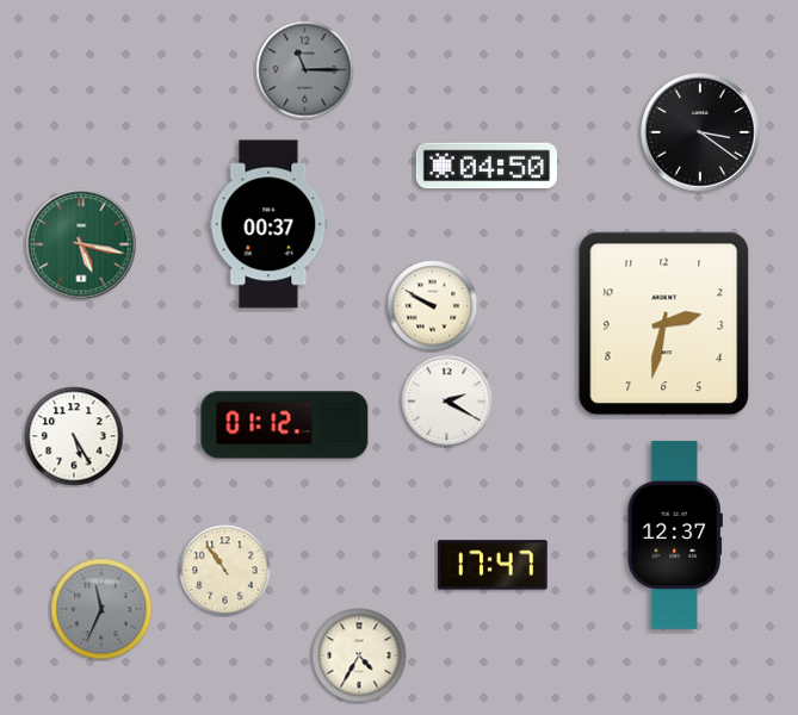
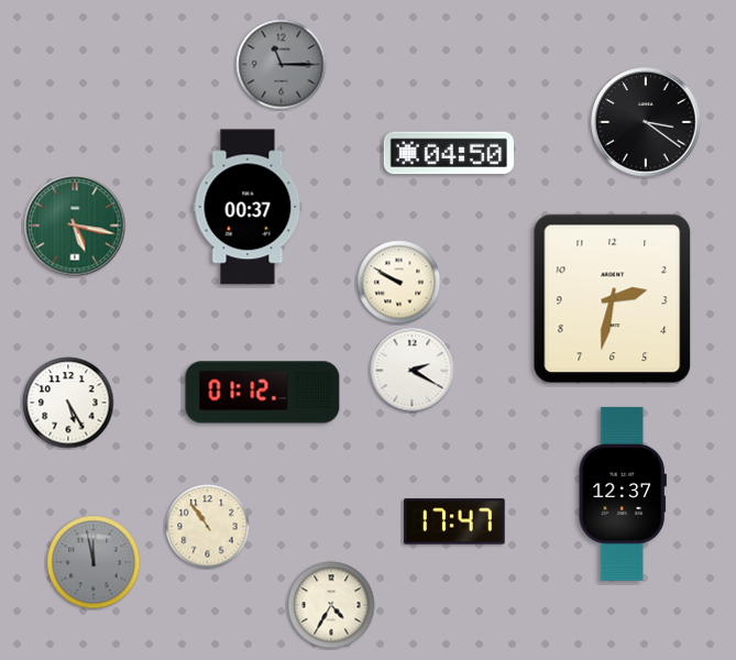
clock at (101, 609): 11:34 -> 11:58
